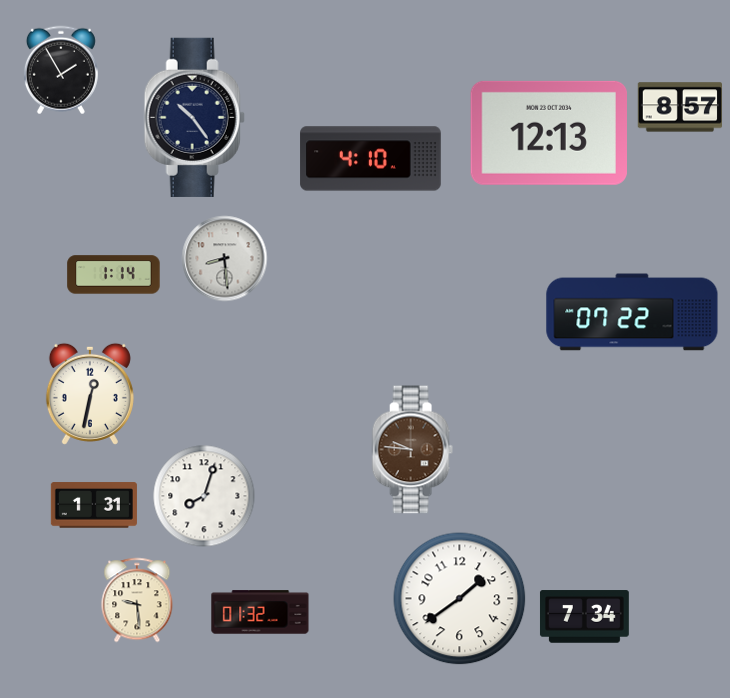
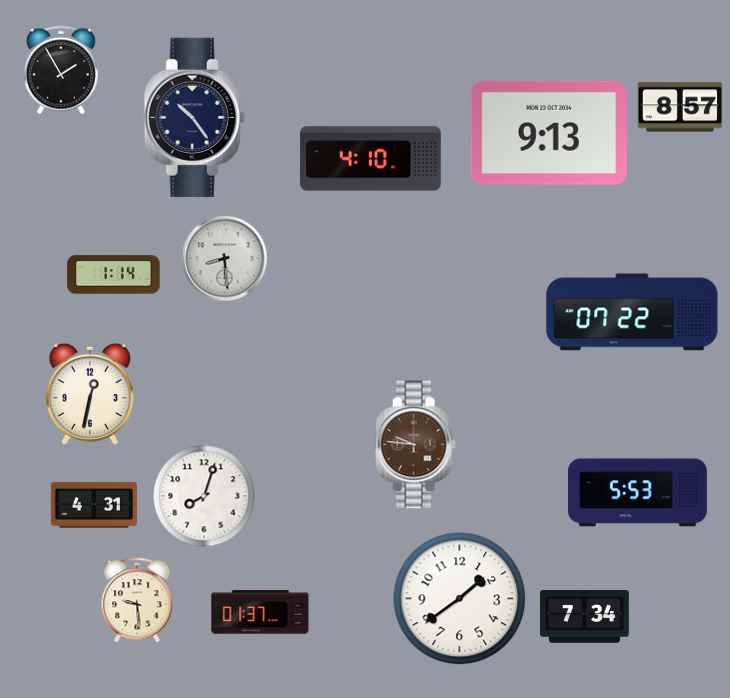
clock at (548, 133): 12:13 -> 9:13
clock at (412, 450) position: (412, 450) -> (415, 445)
clock at (637, 493): none -> 5:53
clock at (94, 505): 1:31 -> 4:31
clock at (260, 612): 01:32 -> 01:37
